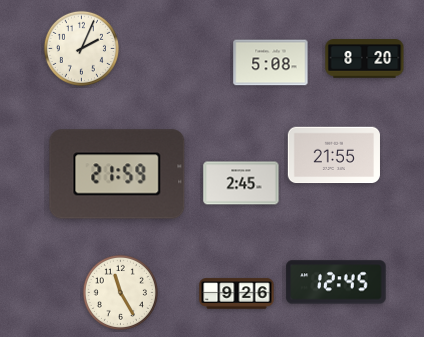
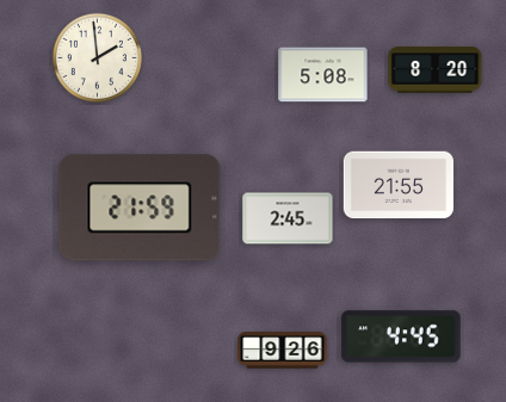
clock at (81, 48): 2:04 -> 1:59
clock at (336, 282): 12:45 -> 4:45
clock at (120, 292): 11:25 -> none
